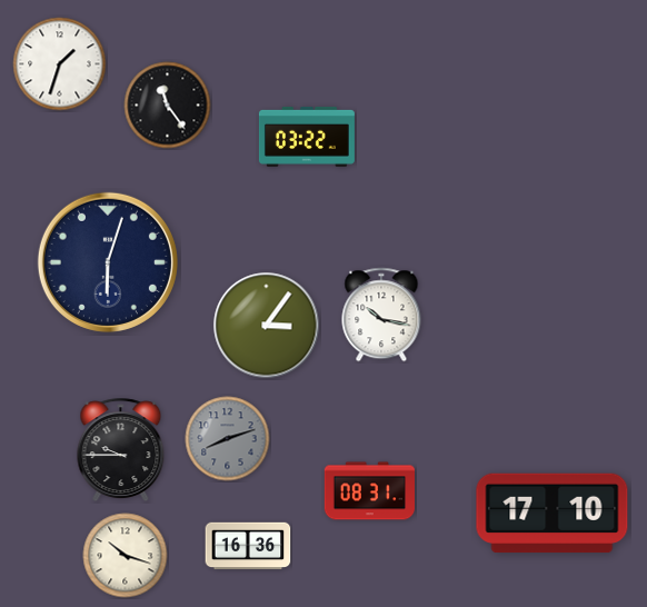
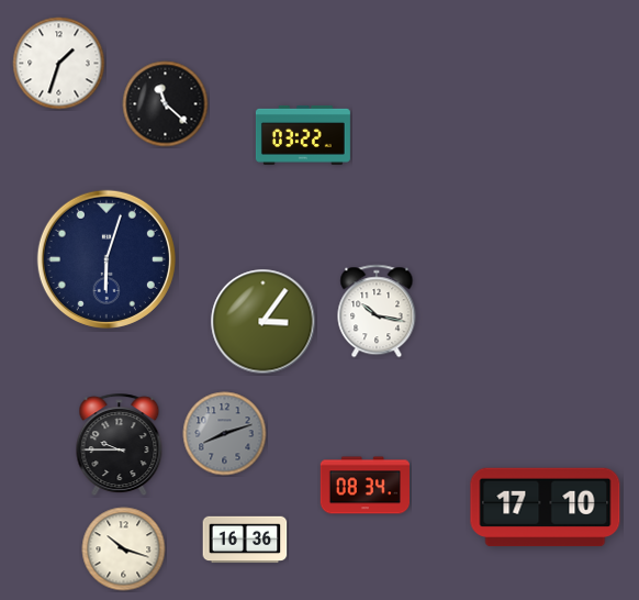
clock at (168, 106): 11:24 -> 11:22
clock at (369, 491): 08:31 -> 08:34
